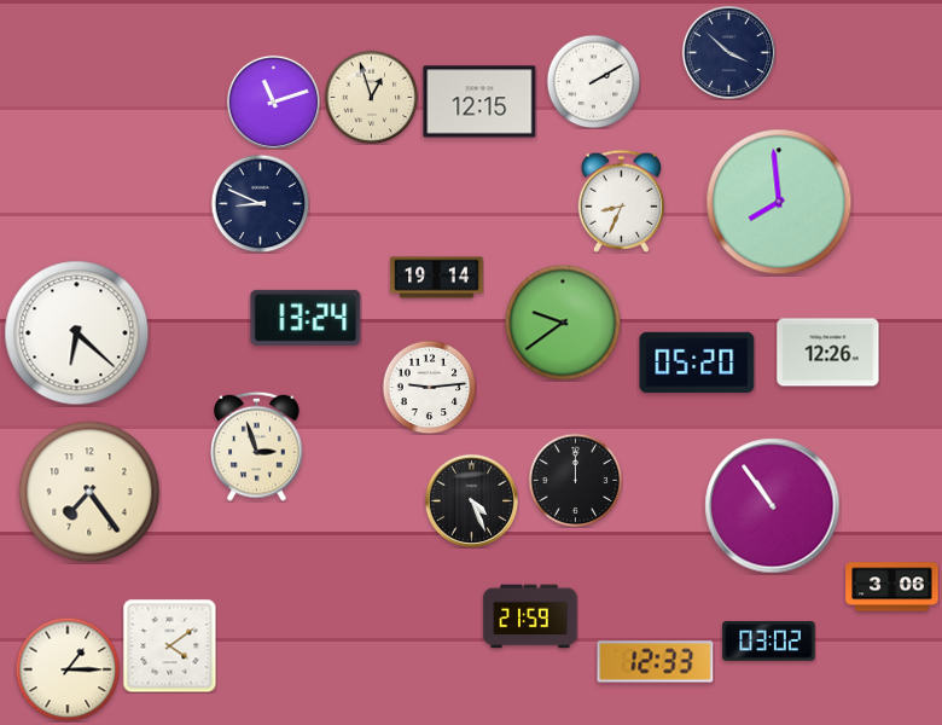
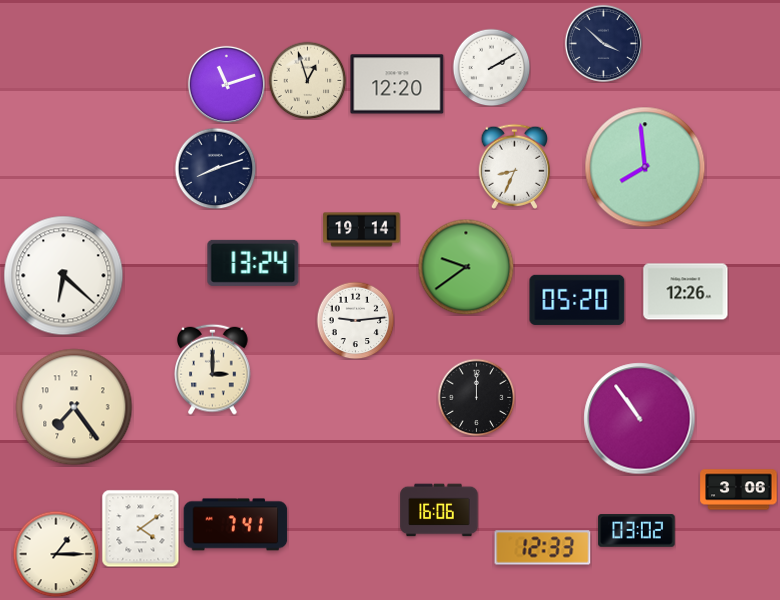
clock at (479, 101): 12:15 -> 12:20
clock at (260, 203): 8:49 -> 8:12
clock at (257, 446): 2:57 -> 3:00
clock at (471, 500): 4:26 -> none
clock at (892, 587) position: (892, 587) -> (739, 490)
clock at (530, 616): 21:59 -> 16:06
clock at (236, 525): none -> 7:41
clock at (169, 645) position: (169, 645) -> (140, 528)
